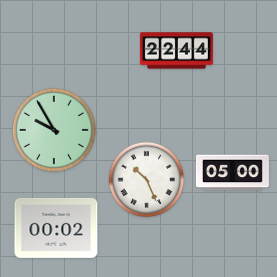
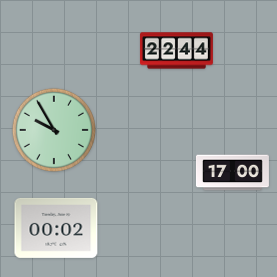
clock at (232, 173): 05:00 -> 17:00
clock at (147, 180): 10:26 -> none
